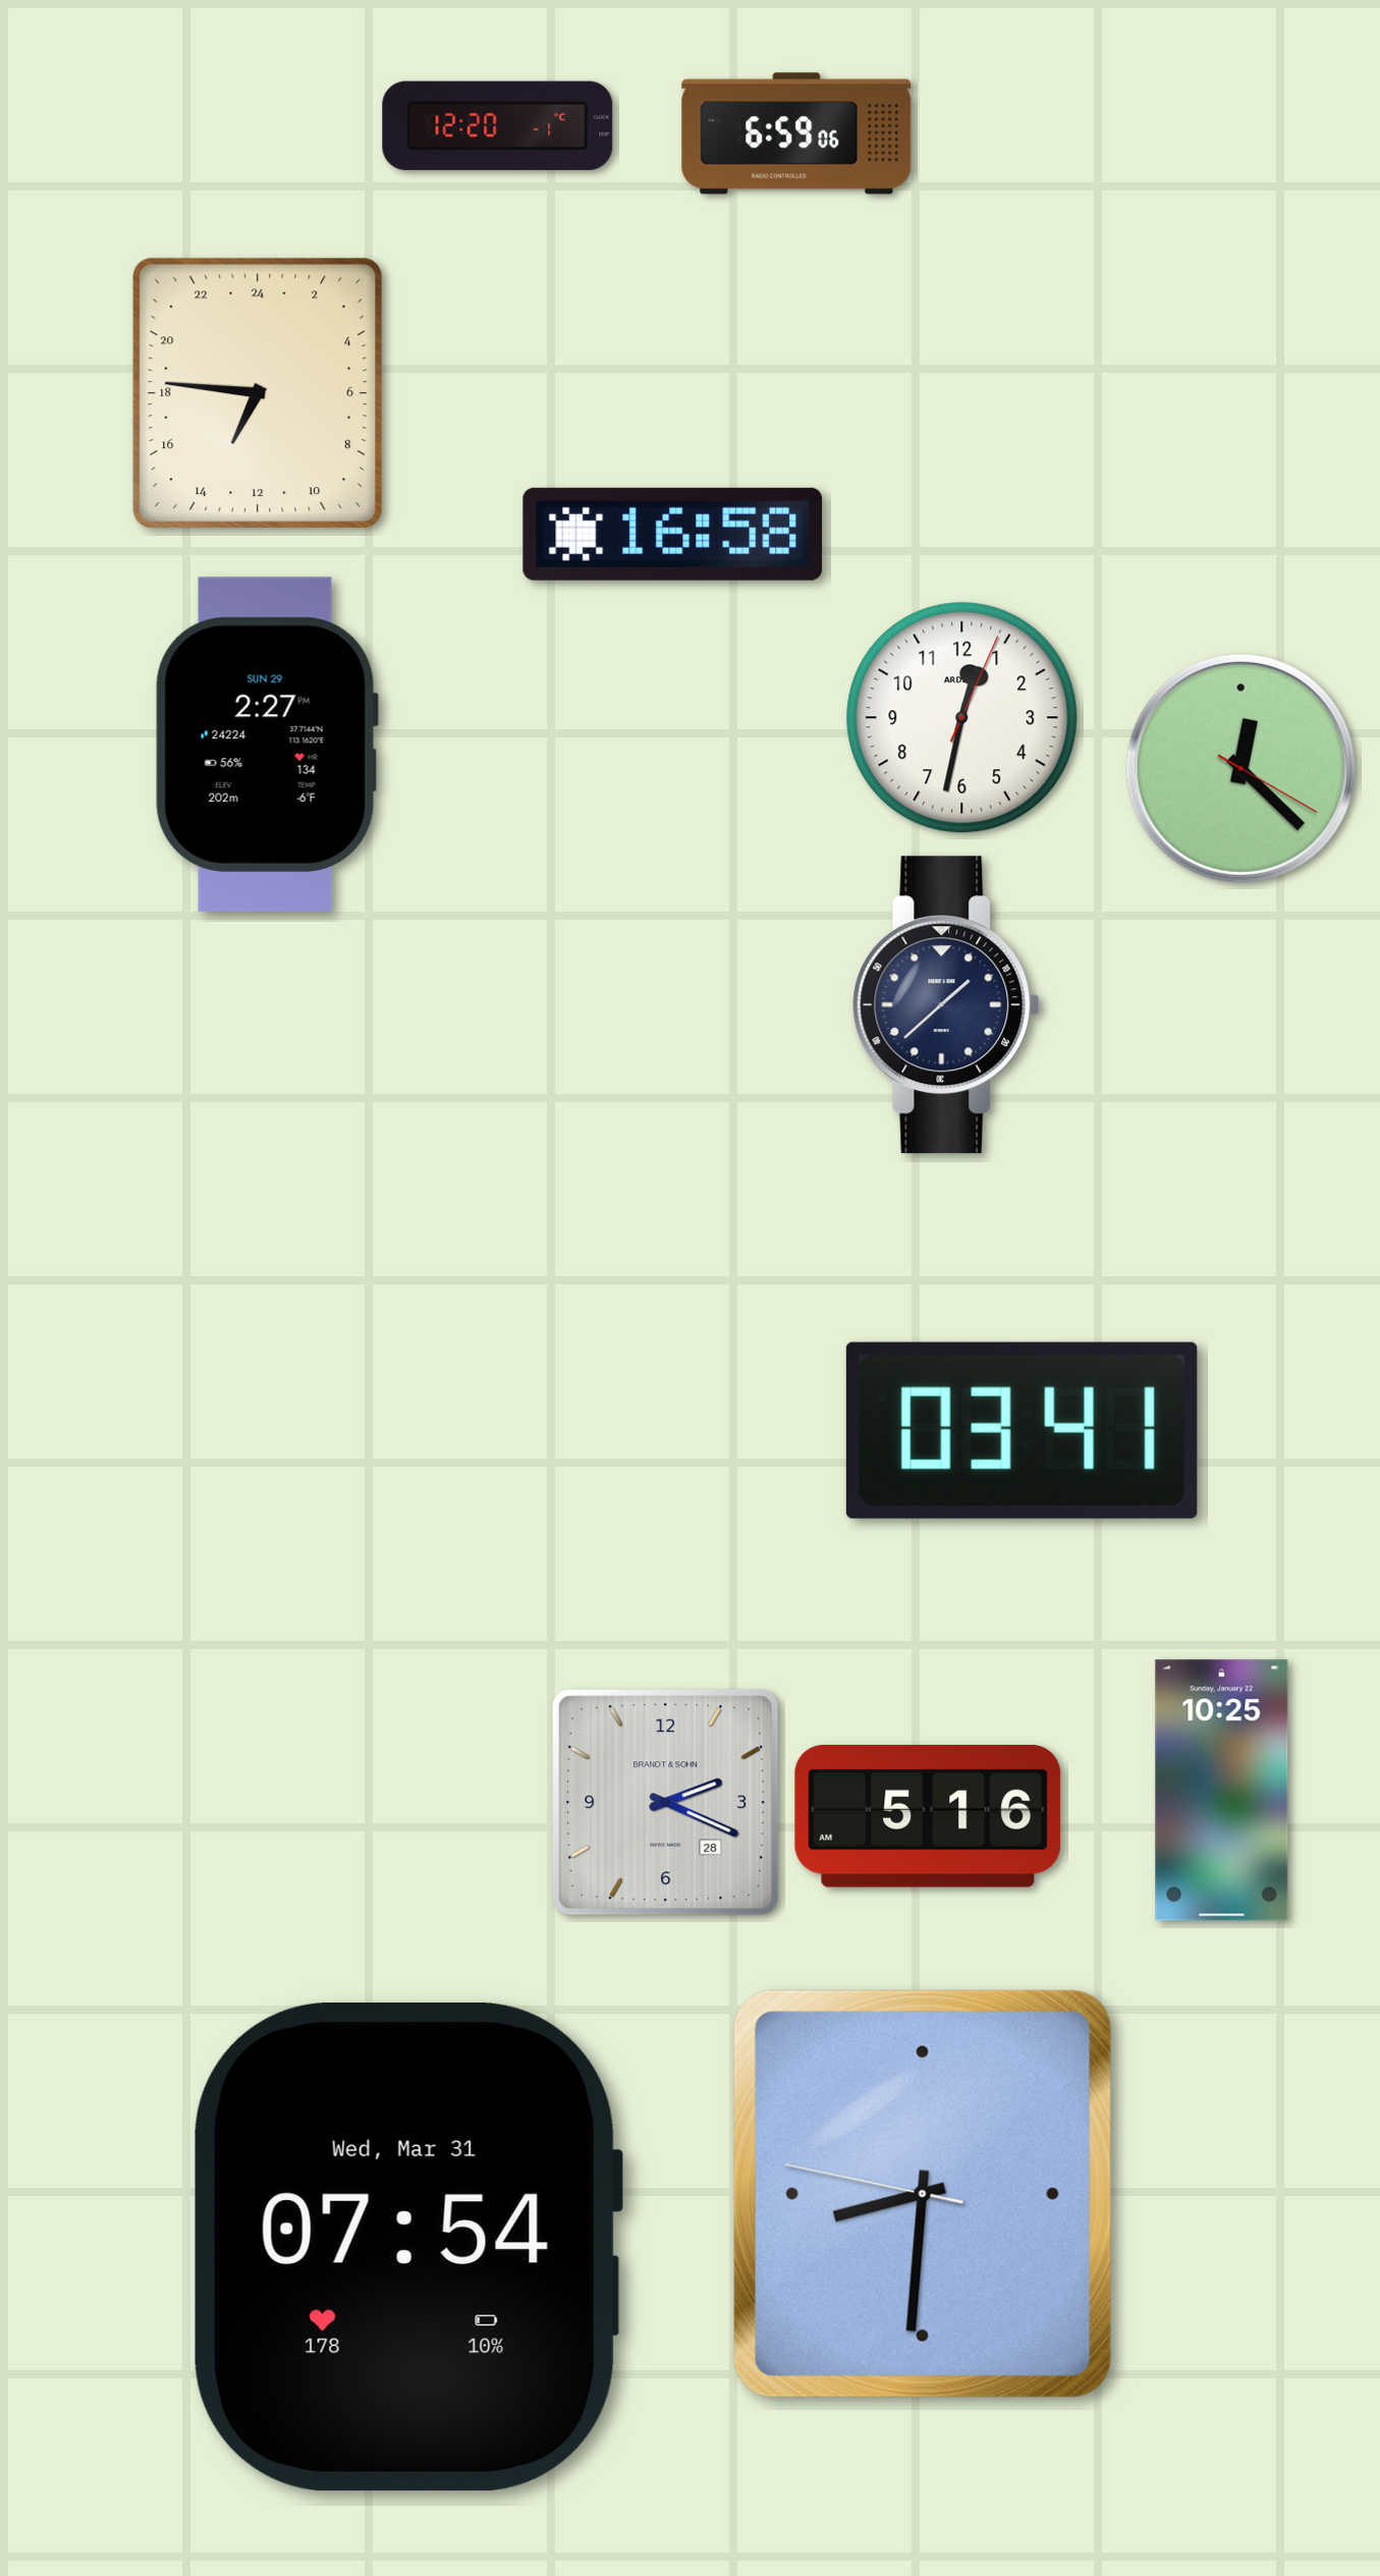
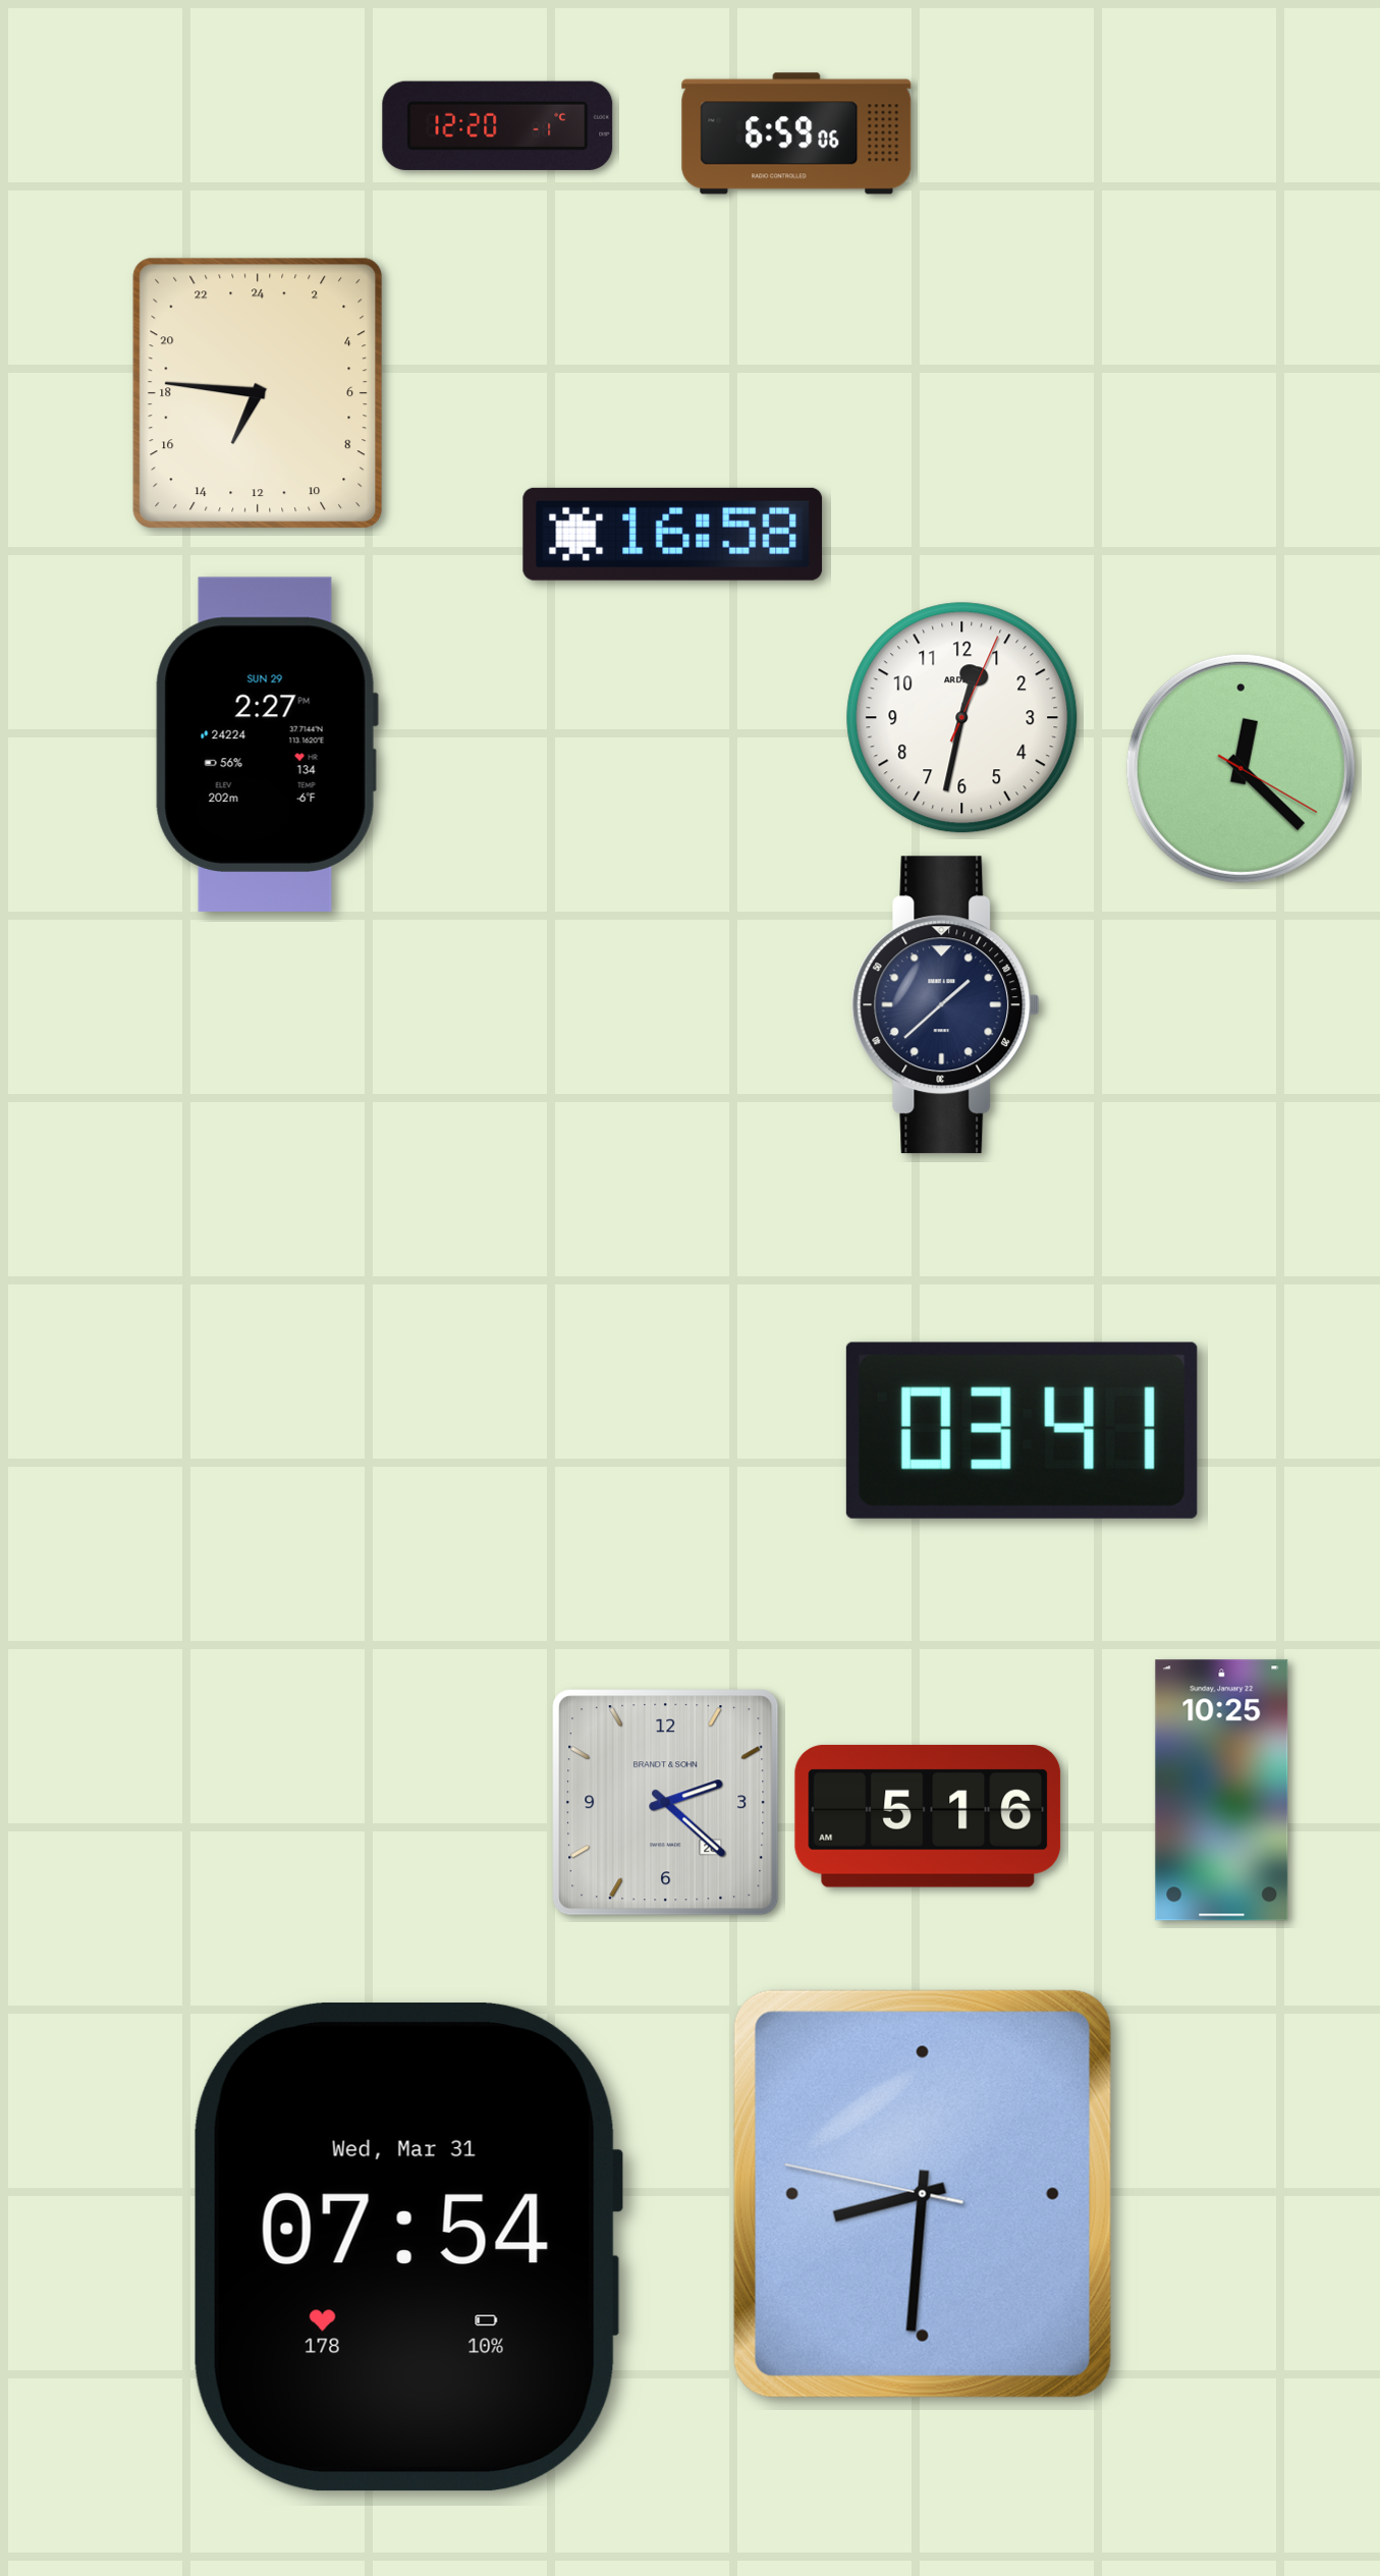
clock at (666, 1803): 2:19 -> 2:22
